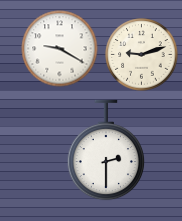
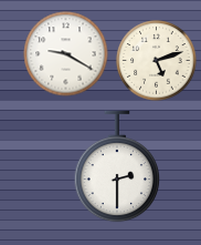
clock at (142, 55): 9:12 -> 5:12
